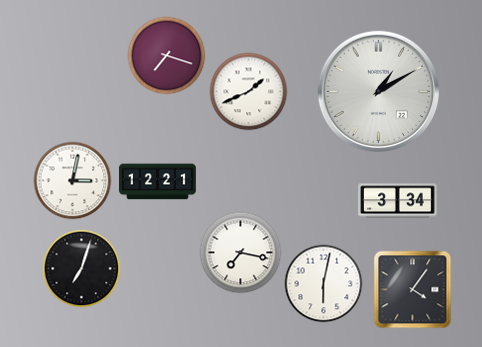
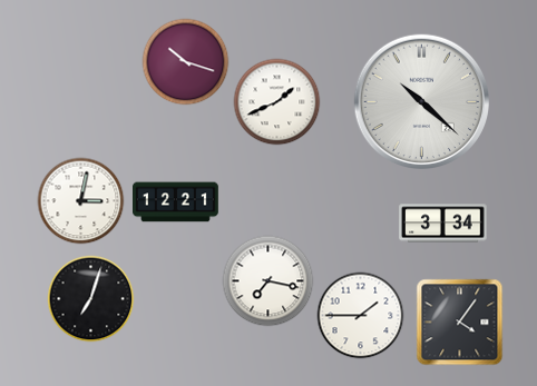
clock at (166, 55): 7:18 -> 10:18
clock at (378, 91): 1:10 -> 10:22
clock at (323, 283): 6:02 -> 1:45
